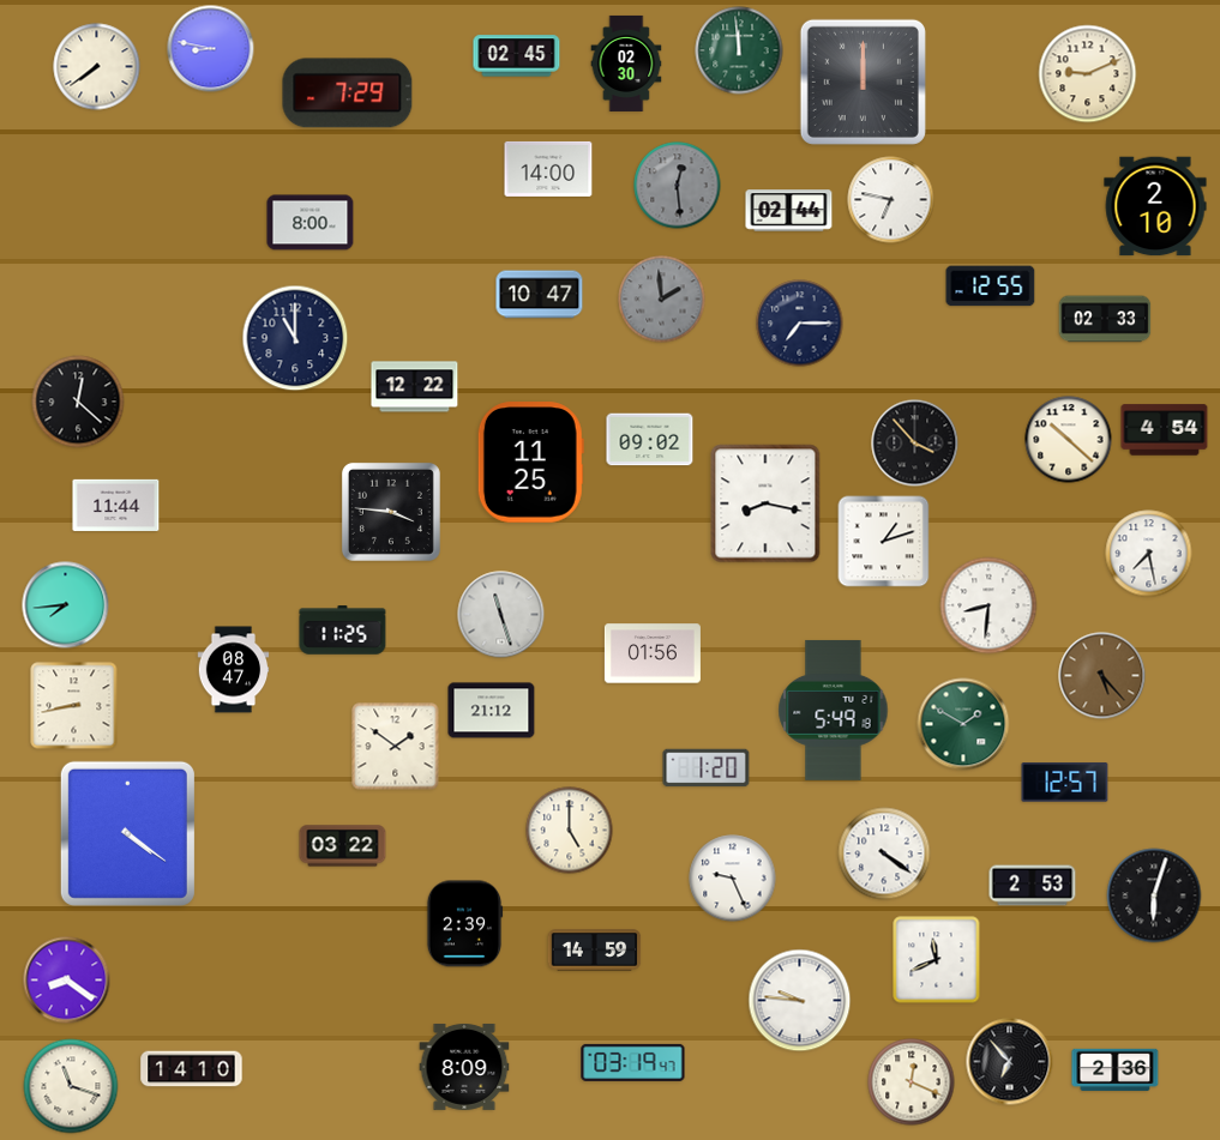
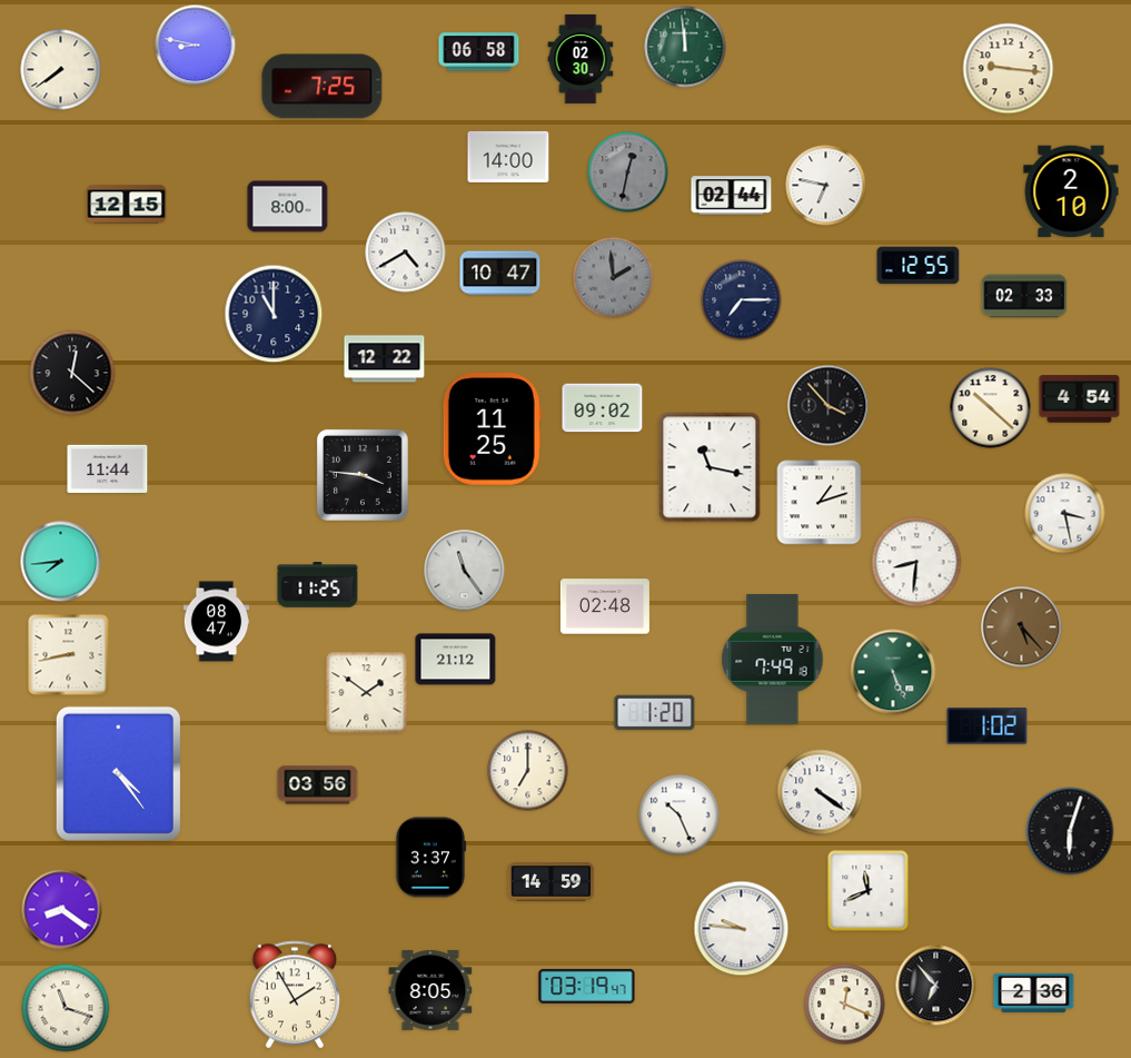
clock at (517, 56): 02:45 -> 06:58
clock at (97, 67) position: (97, 67) -> (61, 70)
clock at (1088, 74): 9:11 -> 9:16
clock at (863, 82): 12:00 -> none
clock at (348, 94): 7:29 -> 7:25
clock at (678, 186): 12:29 -> 12:32
clock at (127, 205): none -> 12:15
clock at (406, 253): none -> 4:40
clock at (915, 444) position: (915, 444) -> (829, 406)
clock at (765, 503): 8:17 -> 11:17
clock at (1149, 554): 7:28 -> 3:28
clock at (501, 615): 11:27 -> 11:24
clock at (653, 653): 01:56 -> 02:48
clock at (834, 710): 5:49 -> 7:49
clock at (963, 724): 1:50 -> 5:26
clock at (1065, 783): 12:57 -> 1:02
clock at (570, 831): 5:00 -> 7:00
clock at (127, 833): 4:21 -> 4:24
clock at (343, 846): 03:22 -> 03:56
clock at (733, 879): 9:26 -> 10:26
clock at (1033, 886): 2:53 -> none
clock at (464, 924): 2:39 -> 3:37
clock at (464, 1067): 8:09 -> 8:05
clock at (192, 1069): 14:10 -> none
clock at (295, 995): none -> 1:55
